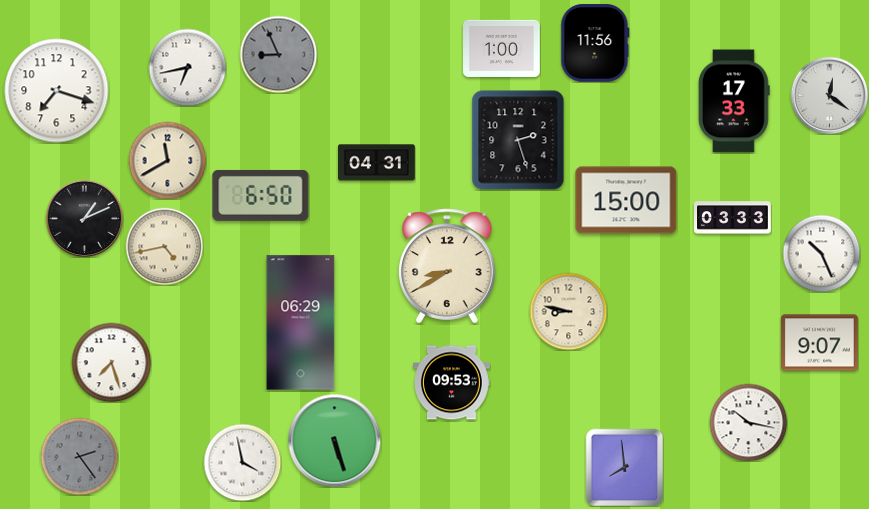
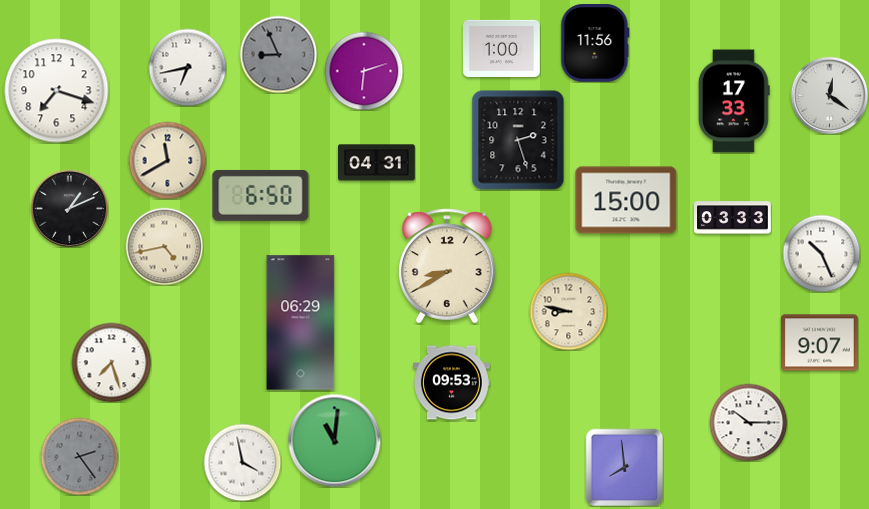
clock at (364, 71): none -> 6:12
clock at (84, 218) position: (84, 218) -> (69, 208)
clock at (748, 422): 10:17 -> 10:15
clock at (334, 440): 5:27 -> 11:01
